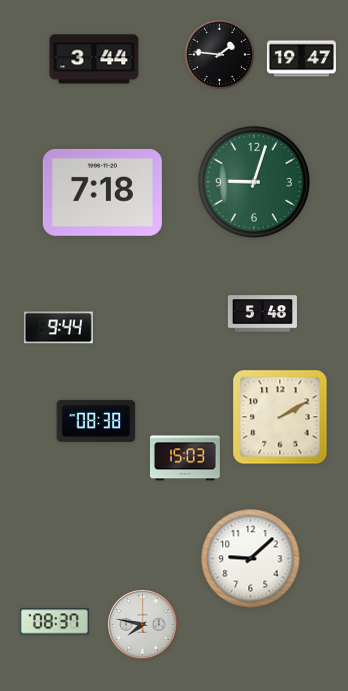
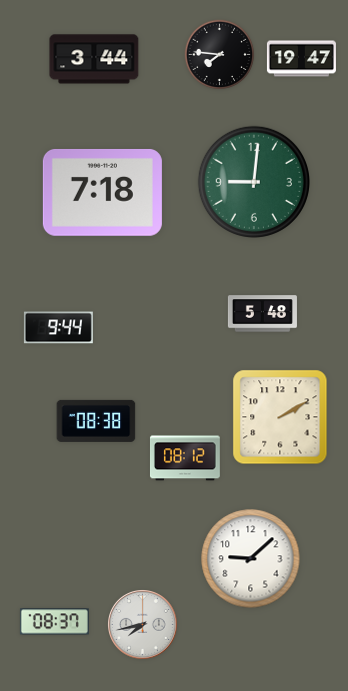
clock at (220, 55): 1:46 -> 7:46
clock at (254, 182): 9:03 -> 9:01
clock at (185, 458): 15:03 -> 08:12
clock at (143, 625): 7:47 -> 7:43
